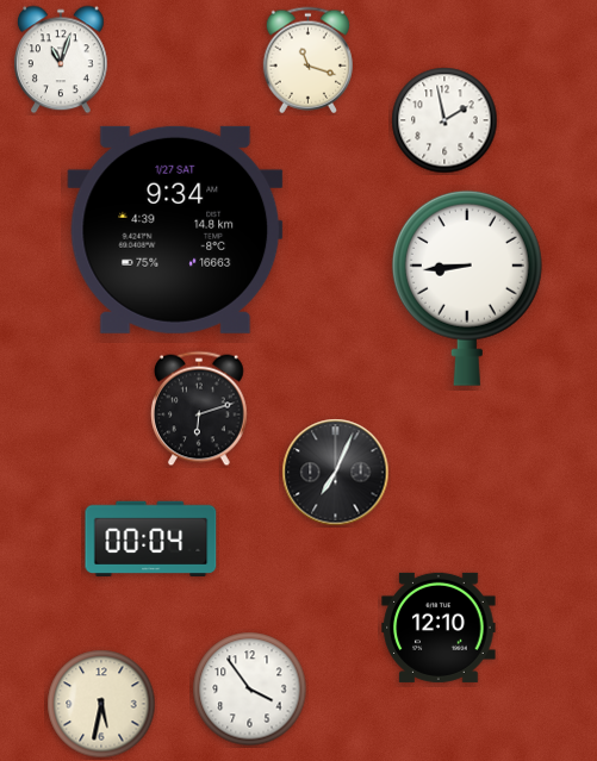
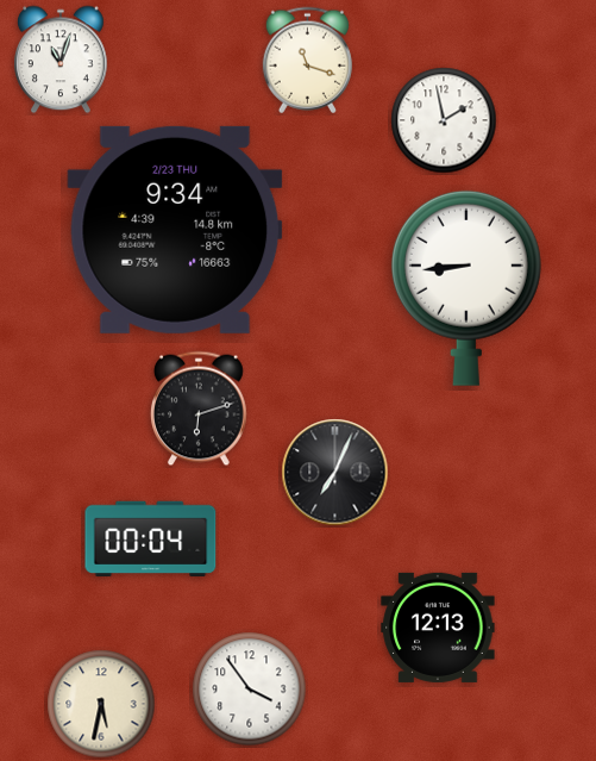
clock at (175, 230) date: 1/27 SAT -> 2/23 THU
clock at (439, 628): 12:10 -> 12:13
